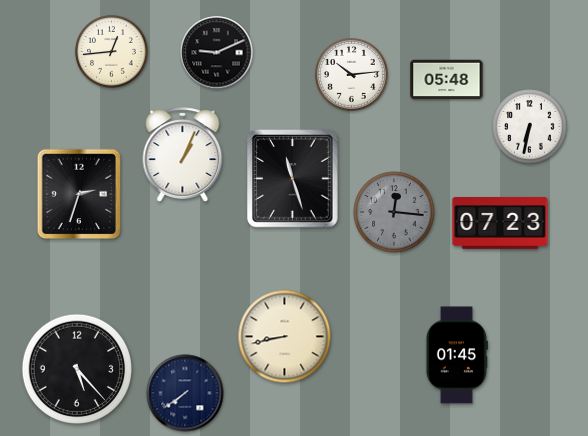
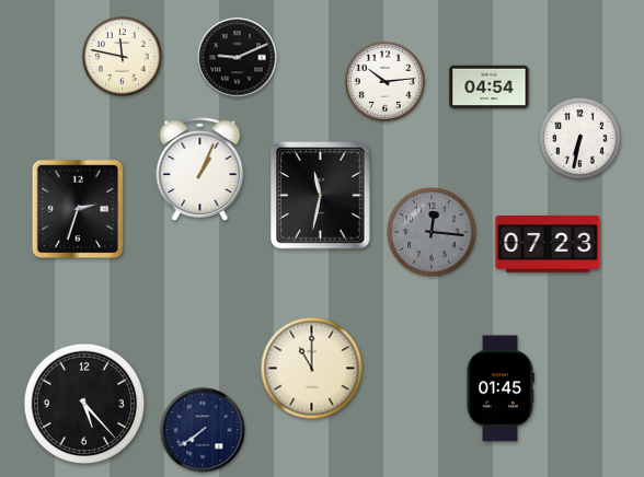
clock at (112, 52): 12:44 -> 11:47
clock at (447, 80): 05:48 -> 04:54
clock at (293, 179): 11:27 -> 11:32
clock at (79, 194) position: (79, 194) -> (78, 209)
clock at (285, 337): 8:43 -> 11:00
